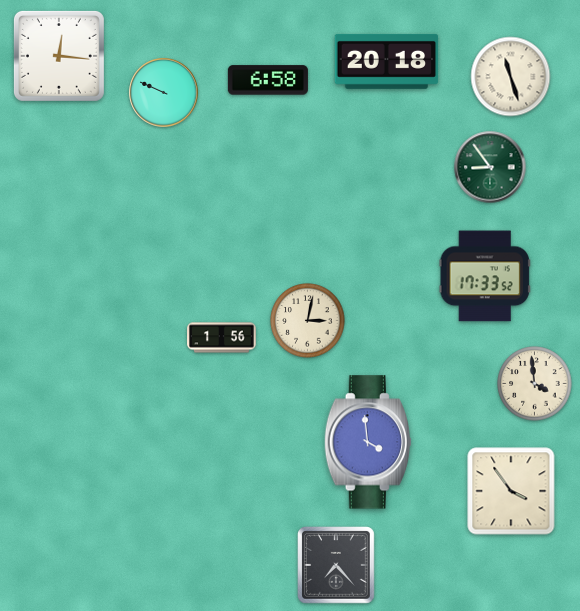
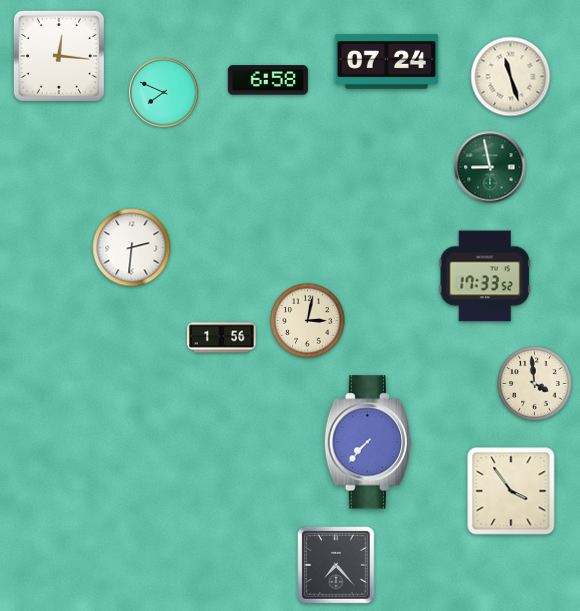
clock at (387, 61): 20:18 -> 07:24
clock at (164, 93): 9:49 -> 7:49
clock at (490, 167): 8:54 -> 8:58
clock at (132, 248): none -> 2:31
clock at (368, 442): 3:59 -> 7:37
